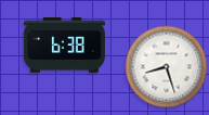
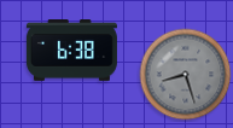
clock at (167, 67) dial: white -> grey
